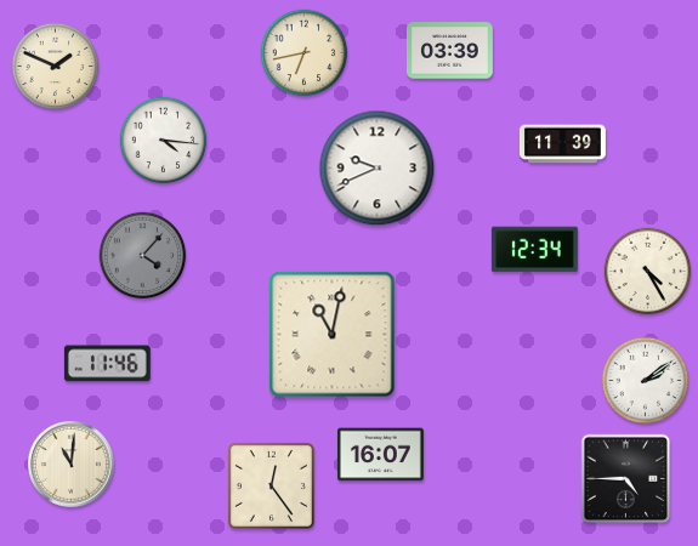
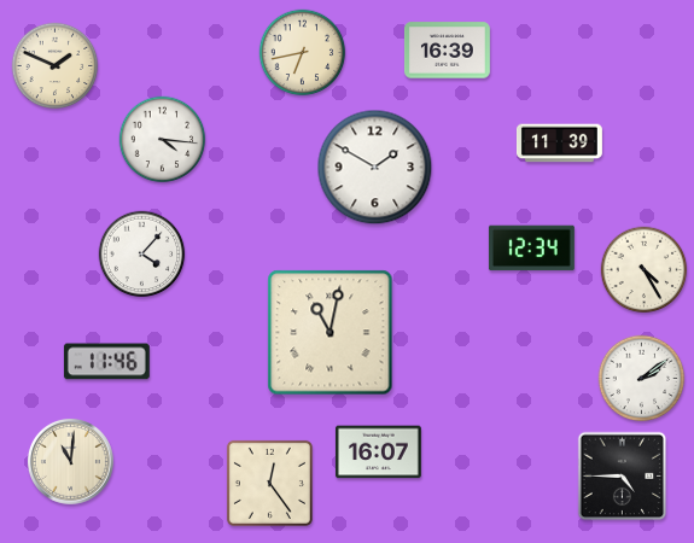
clock at (449, 51): 03:39 -> 16:39
clock at (378, 169): 9:41 -> 1:50
clock at (143, 256) dial: grey -> white
